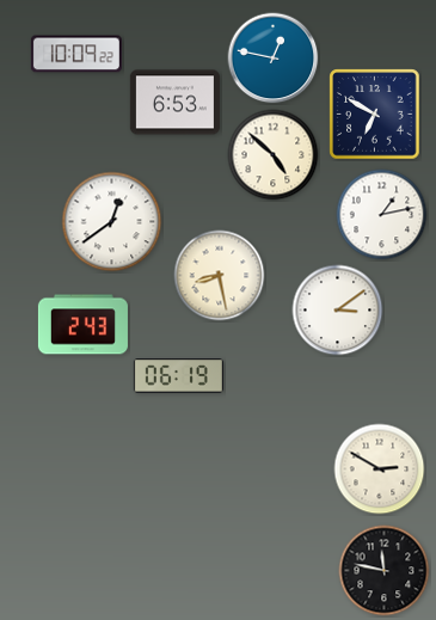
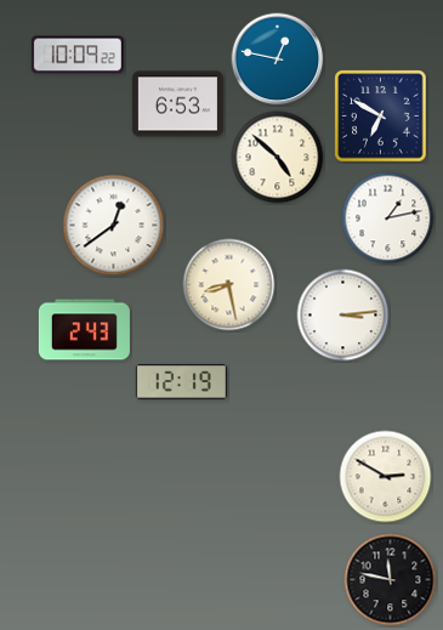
clock at (220, 276) position: (220, 276) -> (229, 285)
clock at (338, 311): 3:09 -> 3:14
clock at (178, 376): 06:19 -> 12:19
